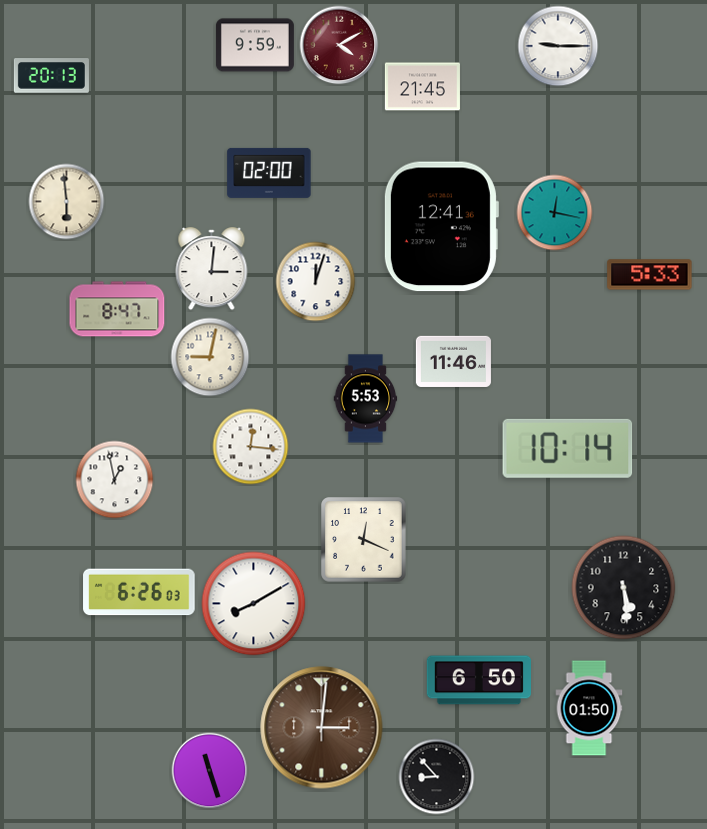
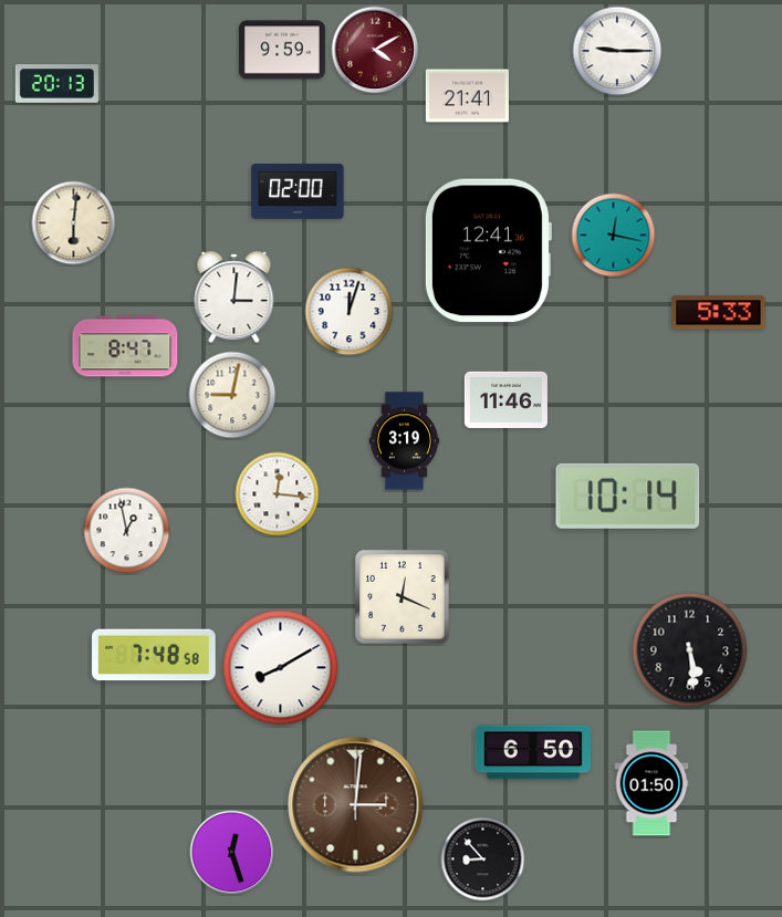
clock at (422, 87): 21:45 -> 21:41
clock at (67, 202): 5:59 -> 6:01
clock at (650, 275) position: (650, 275) -> (719, 313)
clock at (117, 309) position: (117, 309) -> (125, 346)
clock at (453, 361) position: (453, 361) -> (505, 399)
clock at (366, 399): 5:53 -> 3:19
clock at (139, 592): 6:26 -> 7:48
clock at (478, 680) position: (478, 680) -> (532, 752)
clock at (210, 771): 11:27 -> 12:27
